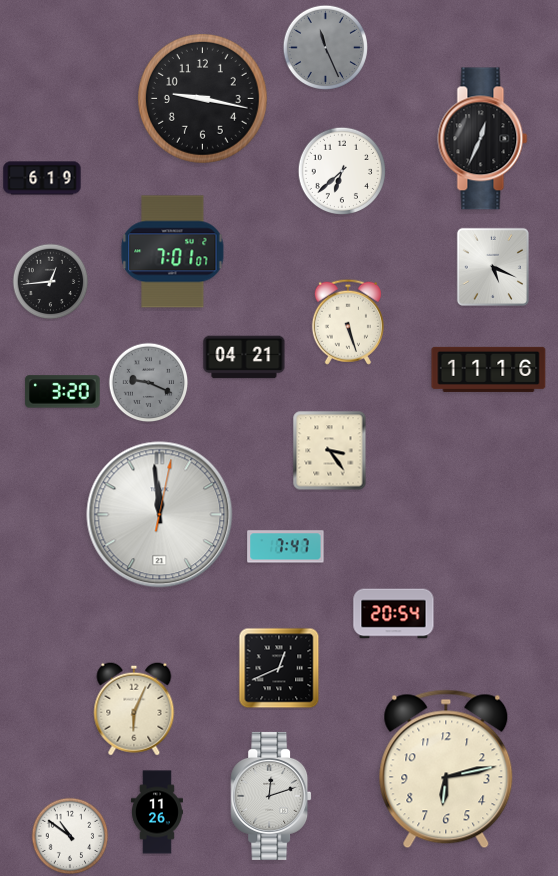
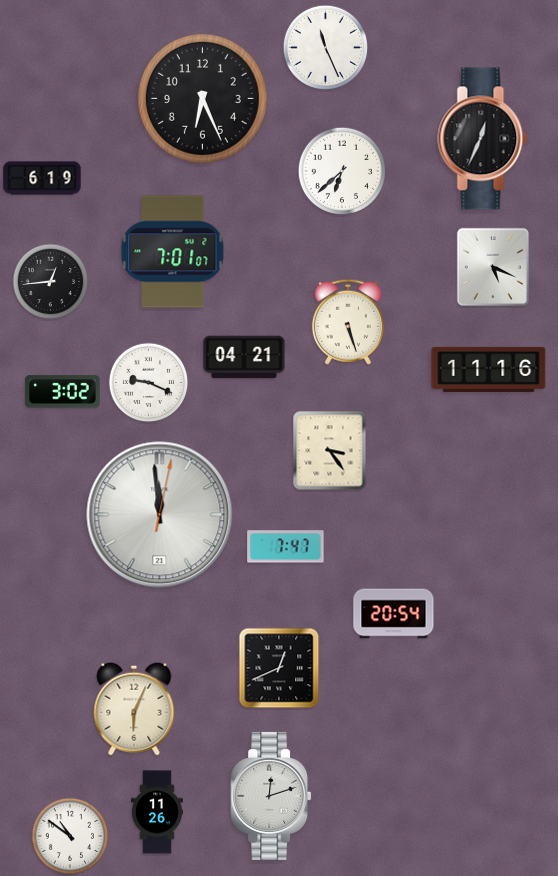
clock at (326, 48) dial: grey -> white
clock at (202, 98): 9:17 -> 6:26
clock at (149, 383) dial: grey -> white
clock at (63, 392): 3:20 -> 3:02
clock at (446, 769): 6:13 -> none
